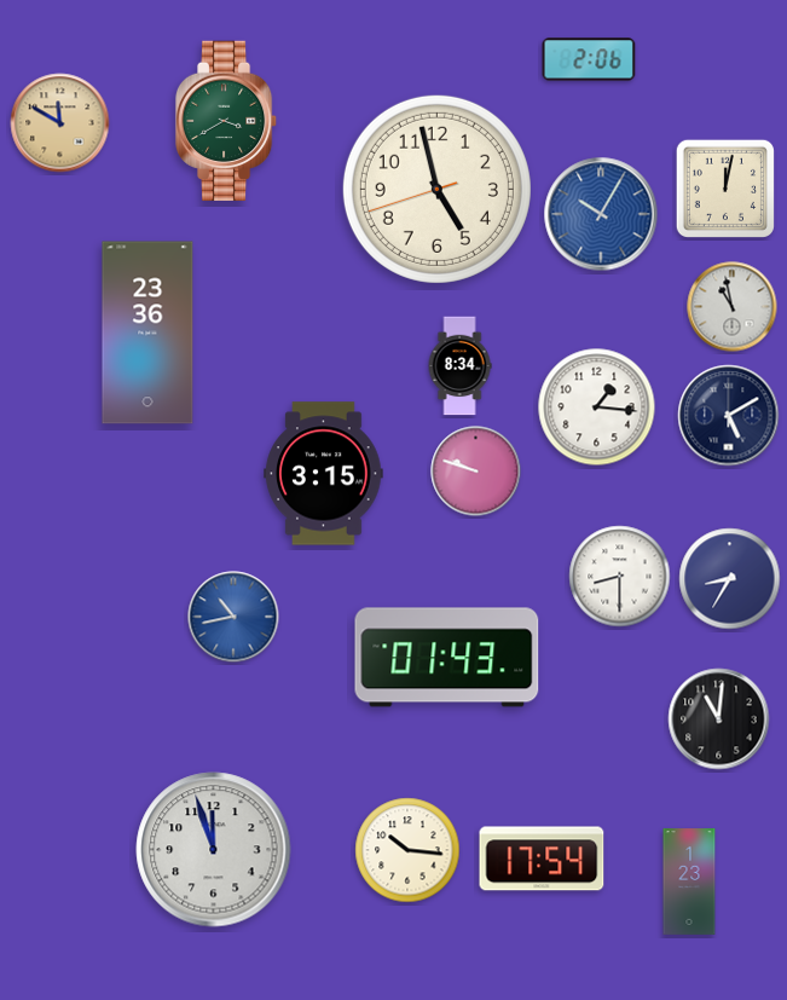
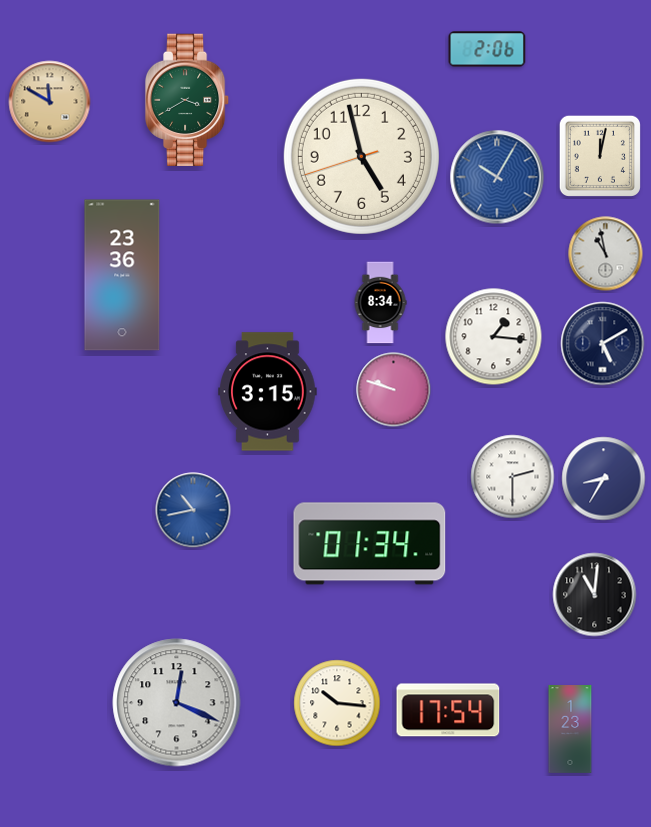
clock at (620, 577): 8:30 -> 2:30
clock at (447, 658): 01:43 -> 01:34
clock at (214, 850): 11:57 -> 12:19
